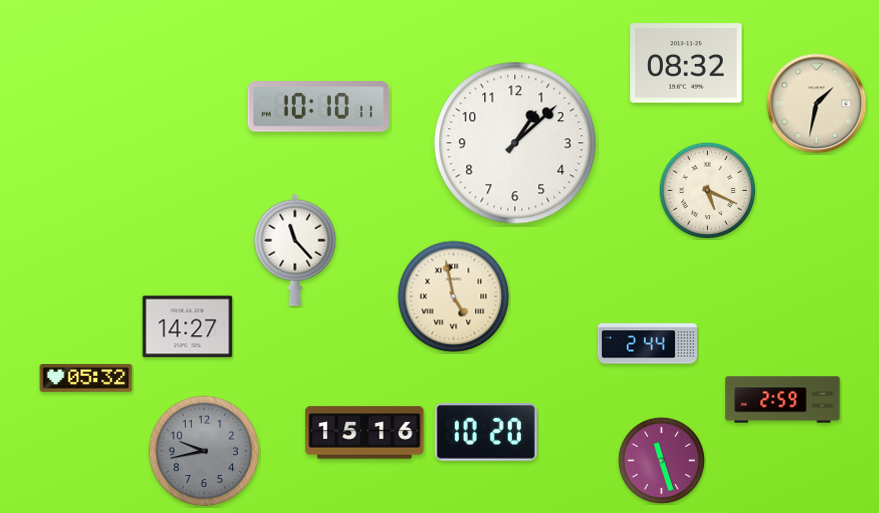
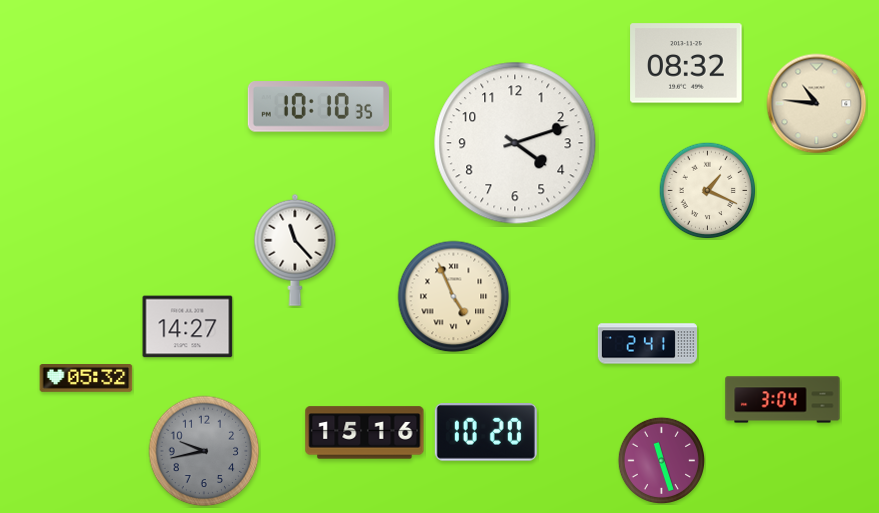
clock at (817, 104): 1:32 -> 10:46
clock at (318, 107): 10:10:11 -> 10:10:35
clock at (515, 143): 1:08 -> 4:12
clock at (707, 190): 5:19 -> 1:19
clock at (454, 297): 4:58 -> 4:56
clock at (648, 344): 2:44 -> 2:41
clock at (783, 400): 2:59 -> 3:04
